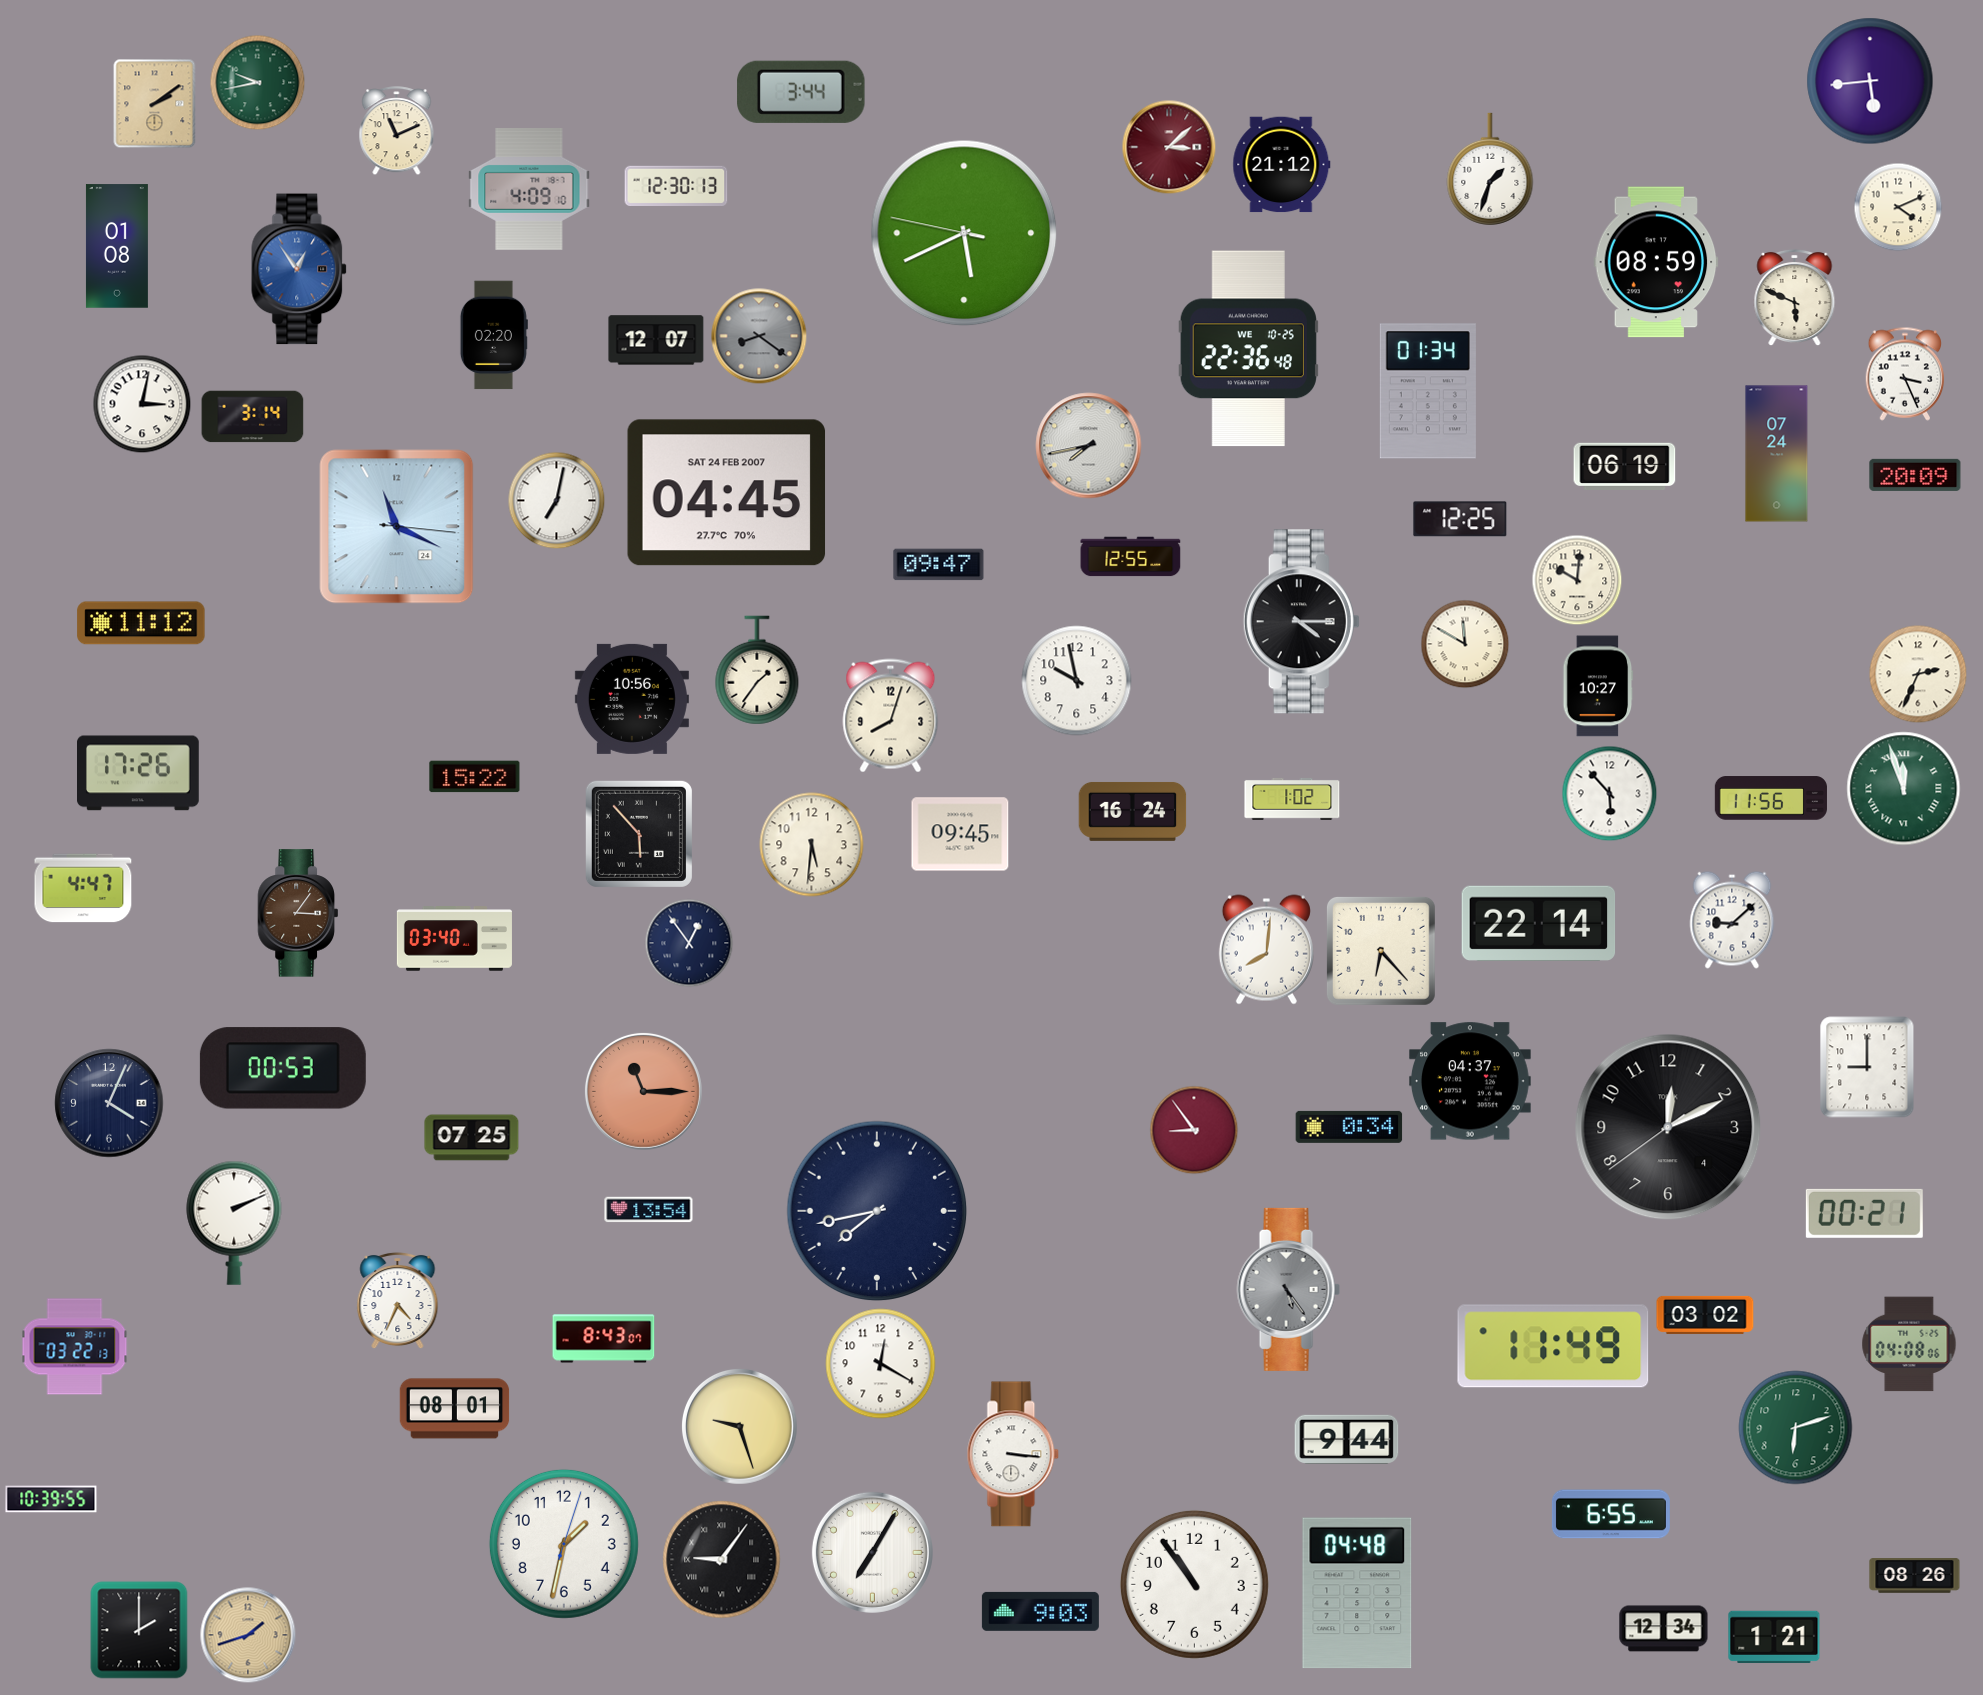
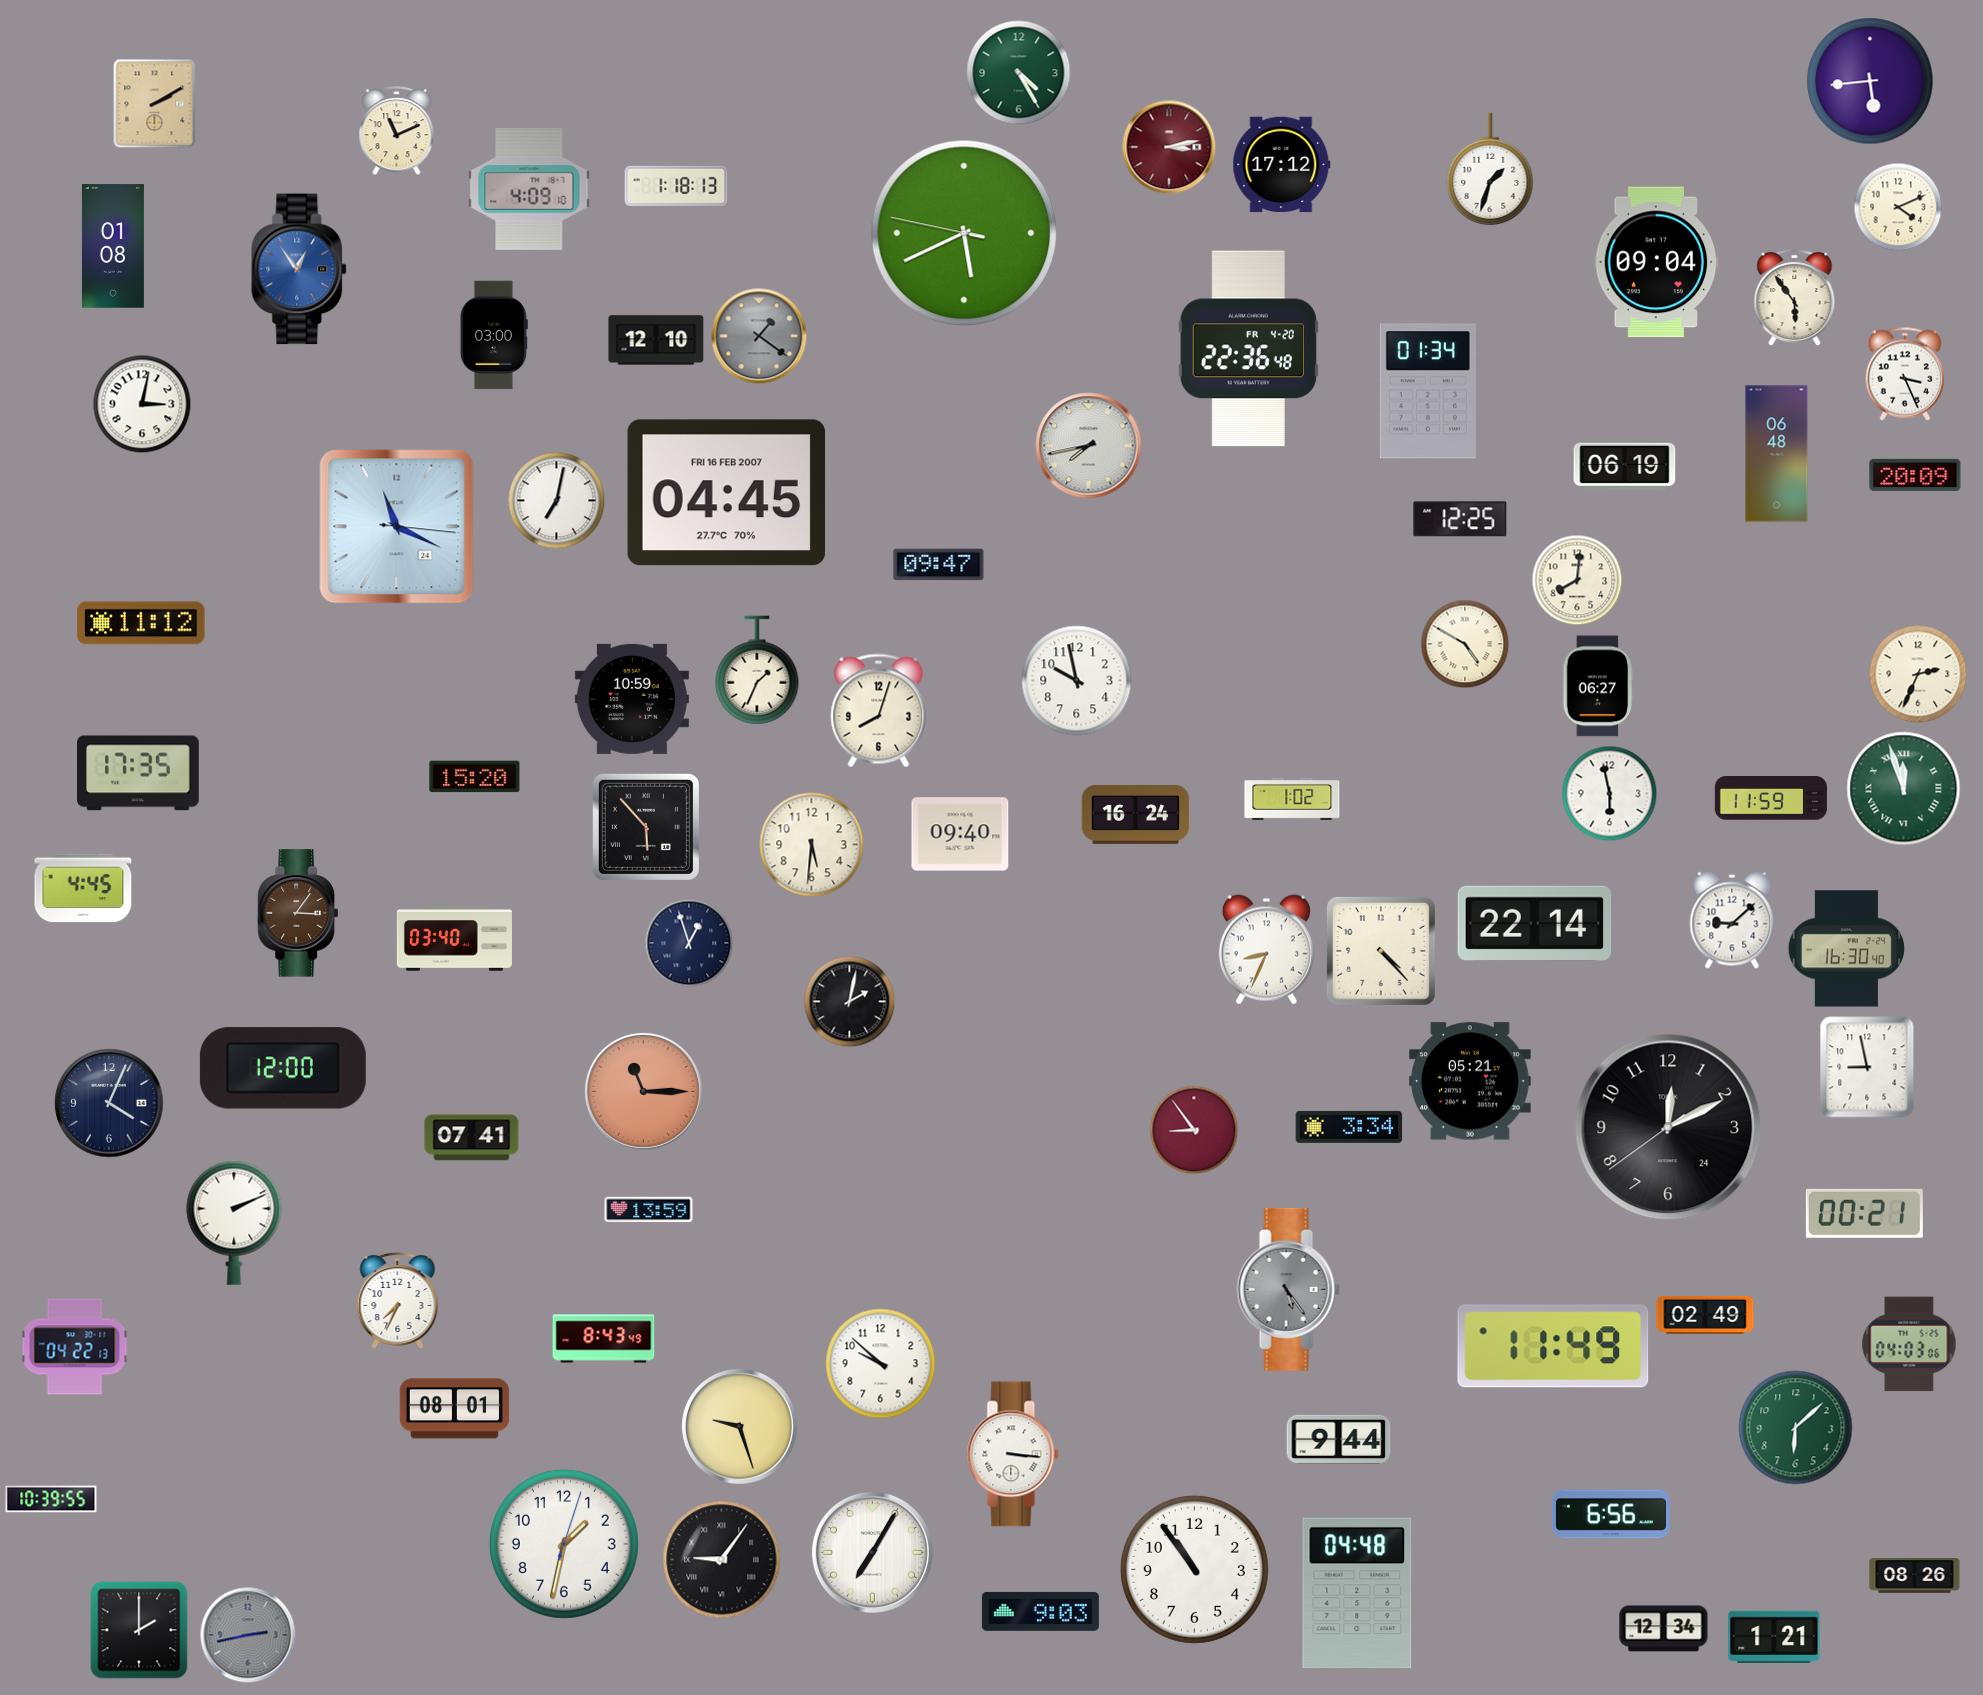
clock at (1019, 73): none -> 4:25
clock at (257, 82): 9:43 -> none
clock at (801, 92): 3:44 -> none
clock at (155, 103): 2:09 -> 2:10
clock at (1169, 147): 3:08 -> 3:13
clock at (1282, 165): 21:12 -> 17:12
clock at (676, 185): 12:30 -> 1:18
clock at (117, 246) position: (117, 246) -> (113, 246)
clock at (1656, 262): 08:59 -> 09:04
clock at (1795, 297): 5:49 -> 5:54
clock at (494, 335): 02:20 -> 03:00
clock at (759, 336): 8:21 -> 1:21
clock at (656, 340): 12:07 -> 12:10
clock at (1248, 349) date: WE 10-25 -> FR 4-20
clock at (253, 417): 3:14 -> none
clock at (1777, 454): 07:24 -> 06:48
clock at (727, 493) date: SAT 24 FEB 2007 -> FRI 16 FEB 2007
clock at (1131, 557): 12:55 -> none
clock at (1577, 580): 10:01 -> 8:01
clock at (1301, 622): 4:15 -> none
clock at (1465, 644): 11:50 -> 4:50
clock at (757, 670): 1:36 -> 1:34
clock at (1598, 686): 10:27 -> 06:27
clock at (632, 699): 10:56 -> 10:59
clock at (891, 716) position: (891, 716) -> (879, 711)
clock at (139, 773): 17:26 -> 17:35
clock at (475, 777): 15:22 -> 15:20
clock at (1609, 793): 5:53 -> 5:58
clock at (1771, 798): 11:56 -> 11:59
clock at (1133, 811) position: (1133, 811) -> (1136, 814)
clock at (639, 834) position: (639, 834) -> (646, 827)
clock at (960, 834): 09:45 -> 09:40
clock at (83, 888): 4:47 -> 4:45
clock at (1539, 923) position: (1539, 923) -> (1535, 923)
clock at (689, 943): 12:54 -> 12:57
clock at (1846, 949): none -> 16:30
clock at (1266, 950): 8:01 -> 8:34
clock at (1381, 951): 6:23 -> 4:23
clock at (849, 1001): none -> 2:02
clock at (1867, 1067): 9:00 -> 8:58
clock at (283, 1068): 00:53 -> 12:00
clock at (1471, 1081): 04:37 -> 05:21
clock at (1349, 1127): 0:34 -> 3:34
clock at (1668, 1127) date: 4 -> 24
clock at (472, 1138): 07:25 -> 07:41
clock at (649, 1210): 13:54 -> 13:59
clock at (877, 1211): 7:43 -> none
clock at (398, 1300): 4:34 -> 7:34
clock at (1705, 1315): 03:02 -> 02:49
clock at (604, 1339): 8:43:07 -> 8:43:49
clock at (1909, 1344): 04:08 -> 04:03
clock at (75, 1347): 03:22 -> 04:22
clock at (881, 1364): 12:20 -> 9:52
clock at (1796, 1428): 6:12 -> 6:08
clock at (1347, 1439) position: (1347, 1439) -> (1339, 1439)
clock at (1611, 1514): 6:55 -> 6:56
clock at (1194, 1584) position: (1194, 1584) -> (1194, 1569)
clock at (248, 1635): 1:42 -> 2:43
clock at (248, 1635) dial: champagne -> grey
